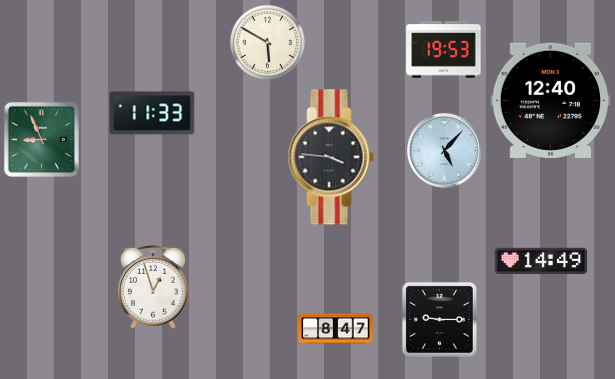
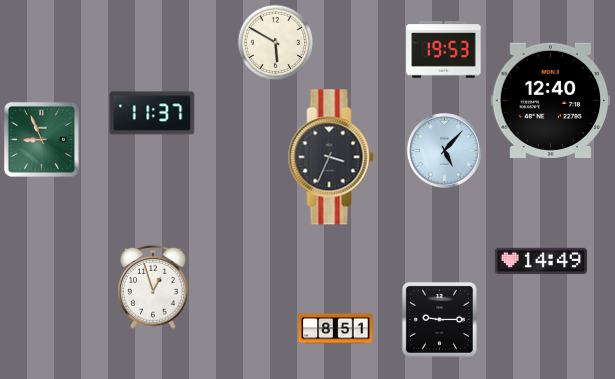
clock at (268, 43) position: (268, 43) -> (276, 43)
clock at (152, 113): 11:33 -> 11:37
clock at (331, 157): 3:46 -> 3:34
clock at (336, 329): 8:47 -> 8:51
